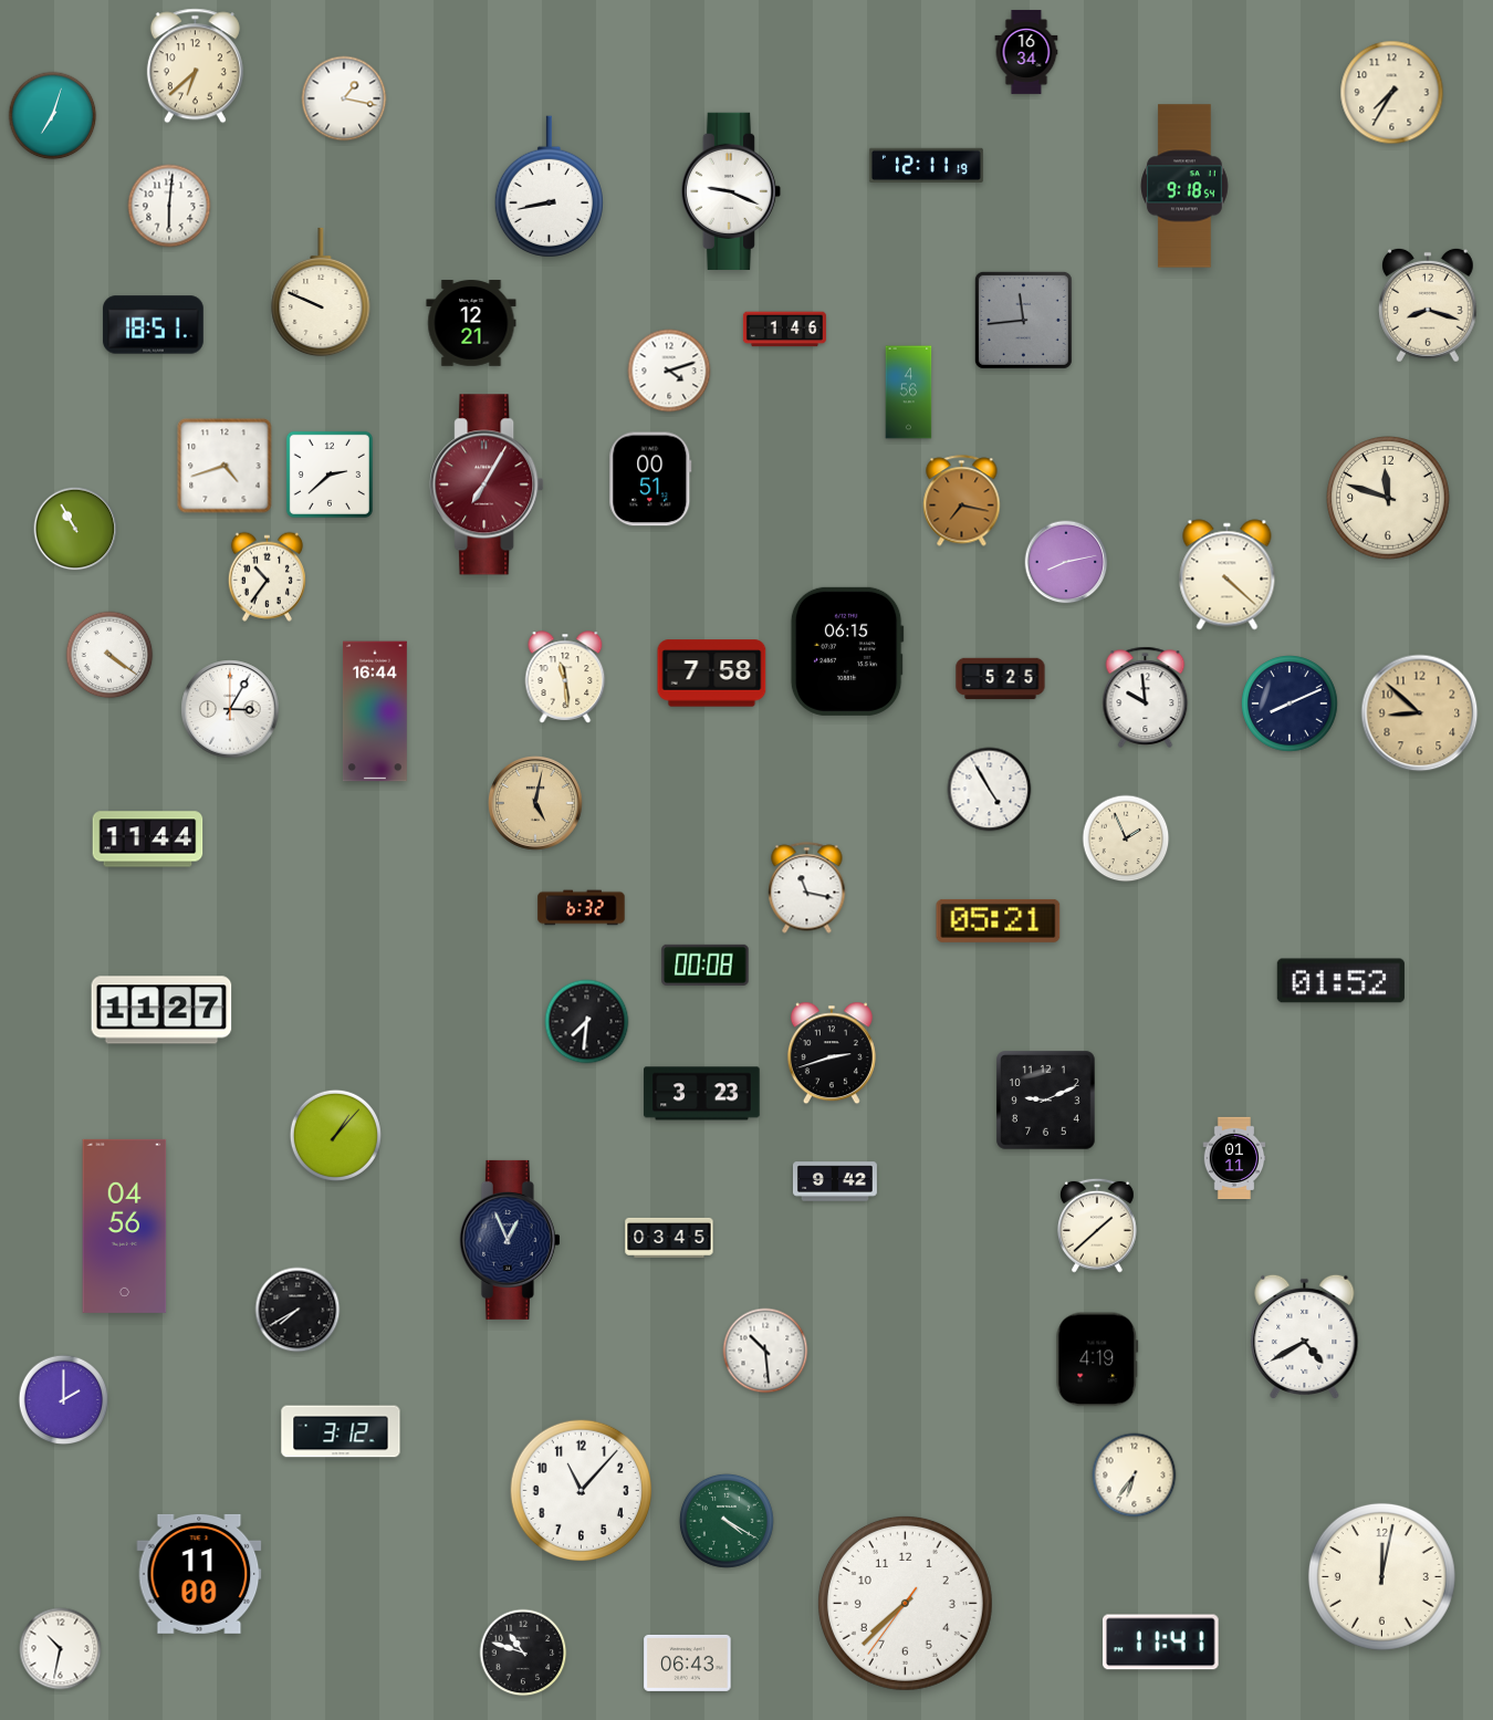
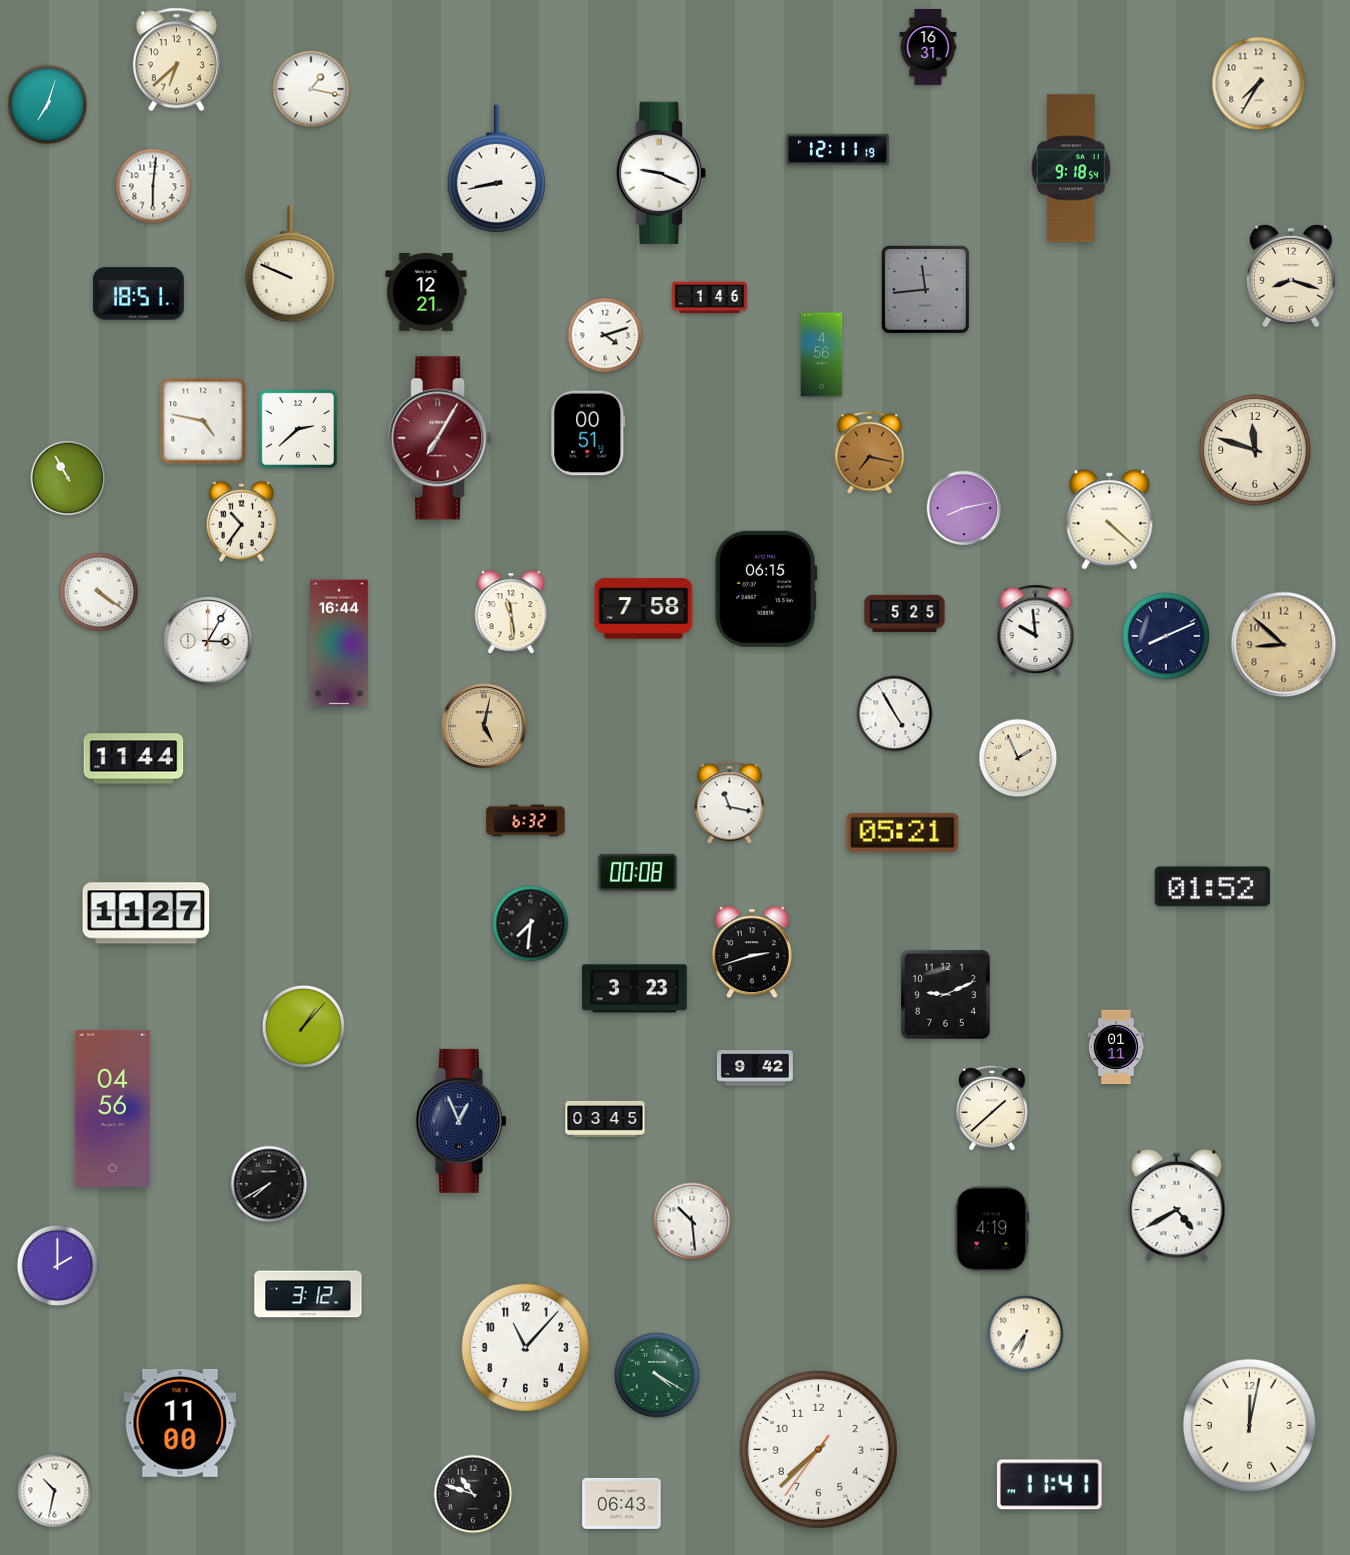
clock at (1026, 52): 16:34 -> 16:31
clock at (225, 466): 4:42 -> 4:47
clock at (1305, 1337) position: (1305, 1337) -> (1177, 1206)
